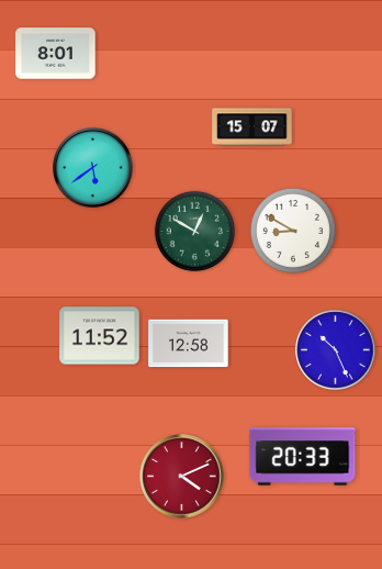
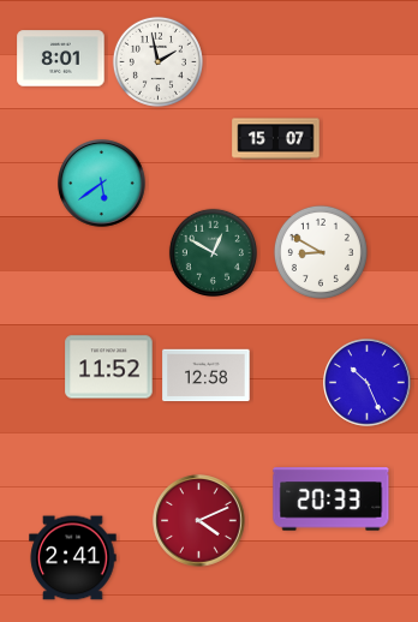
clock at (157, 61): none -> 1:58
clock at (73, 558): none -> 2:41
